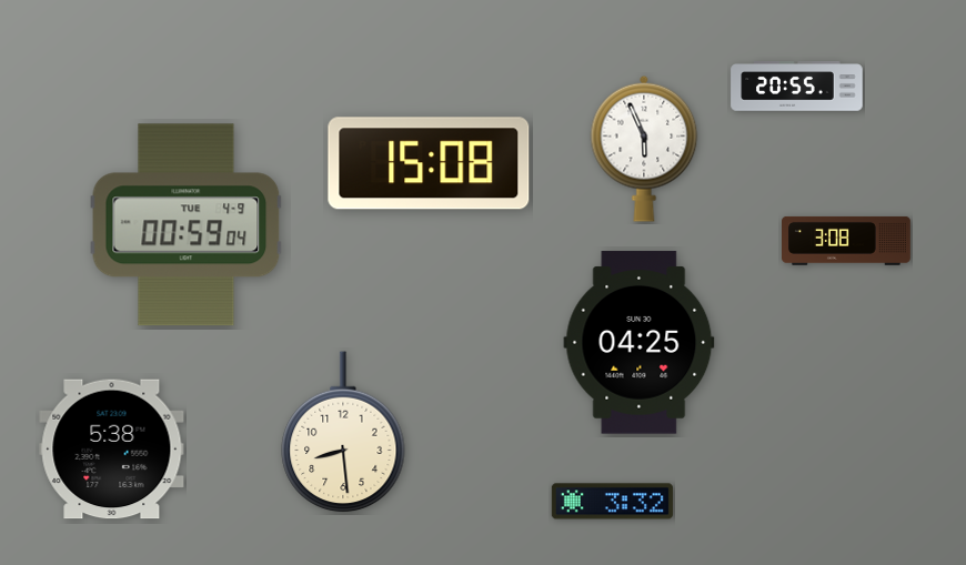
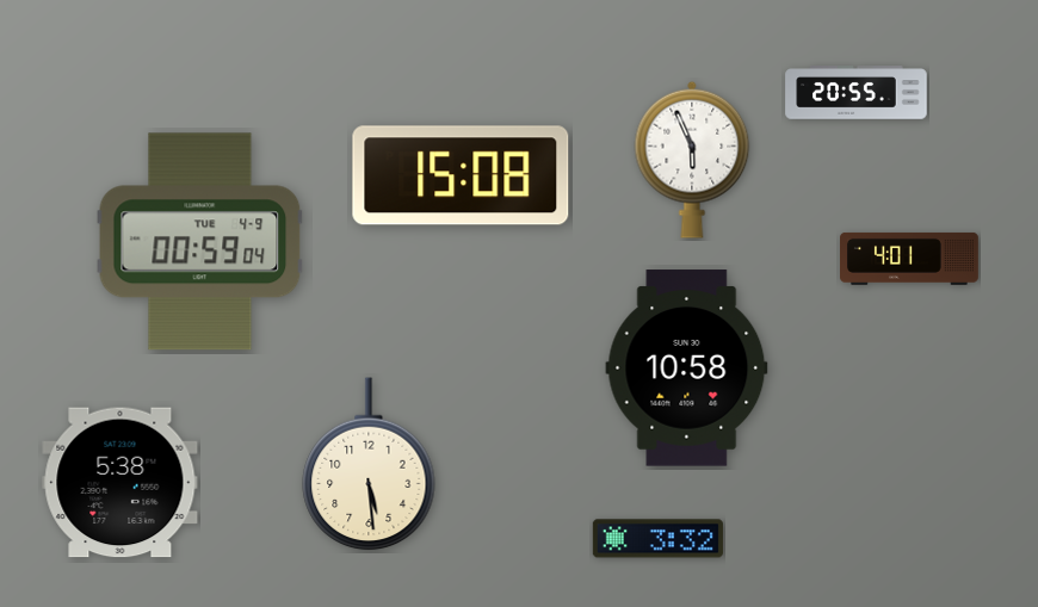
clock at (847, 241): 3:08 -> 4:01
clock at (640, 343): 04:25 -> 10:58
clock at (343, 433): 8:29 -> 5:29
